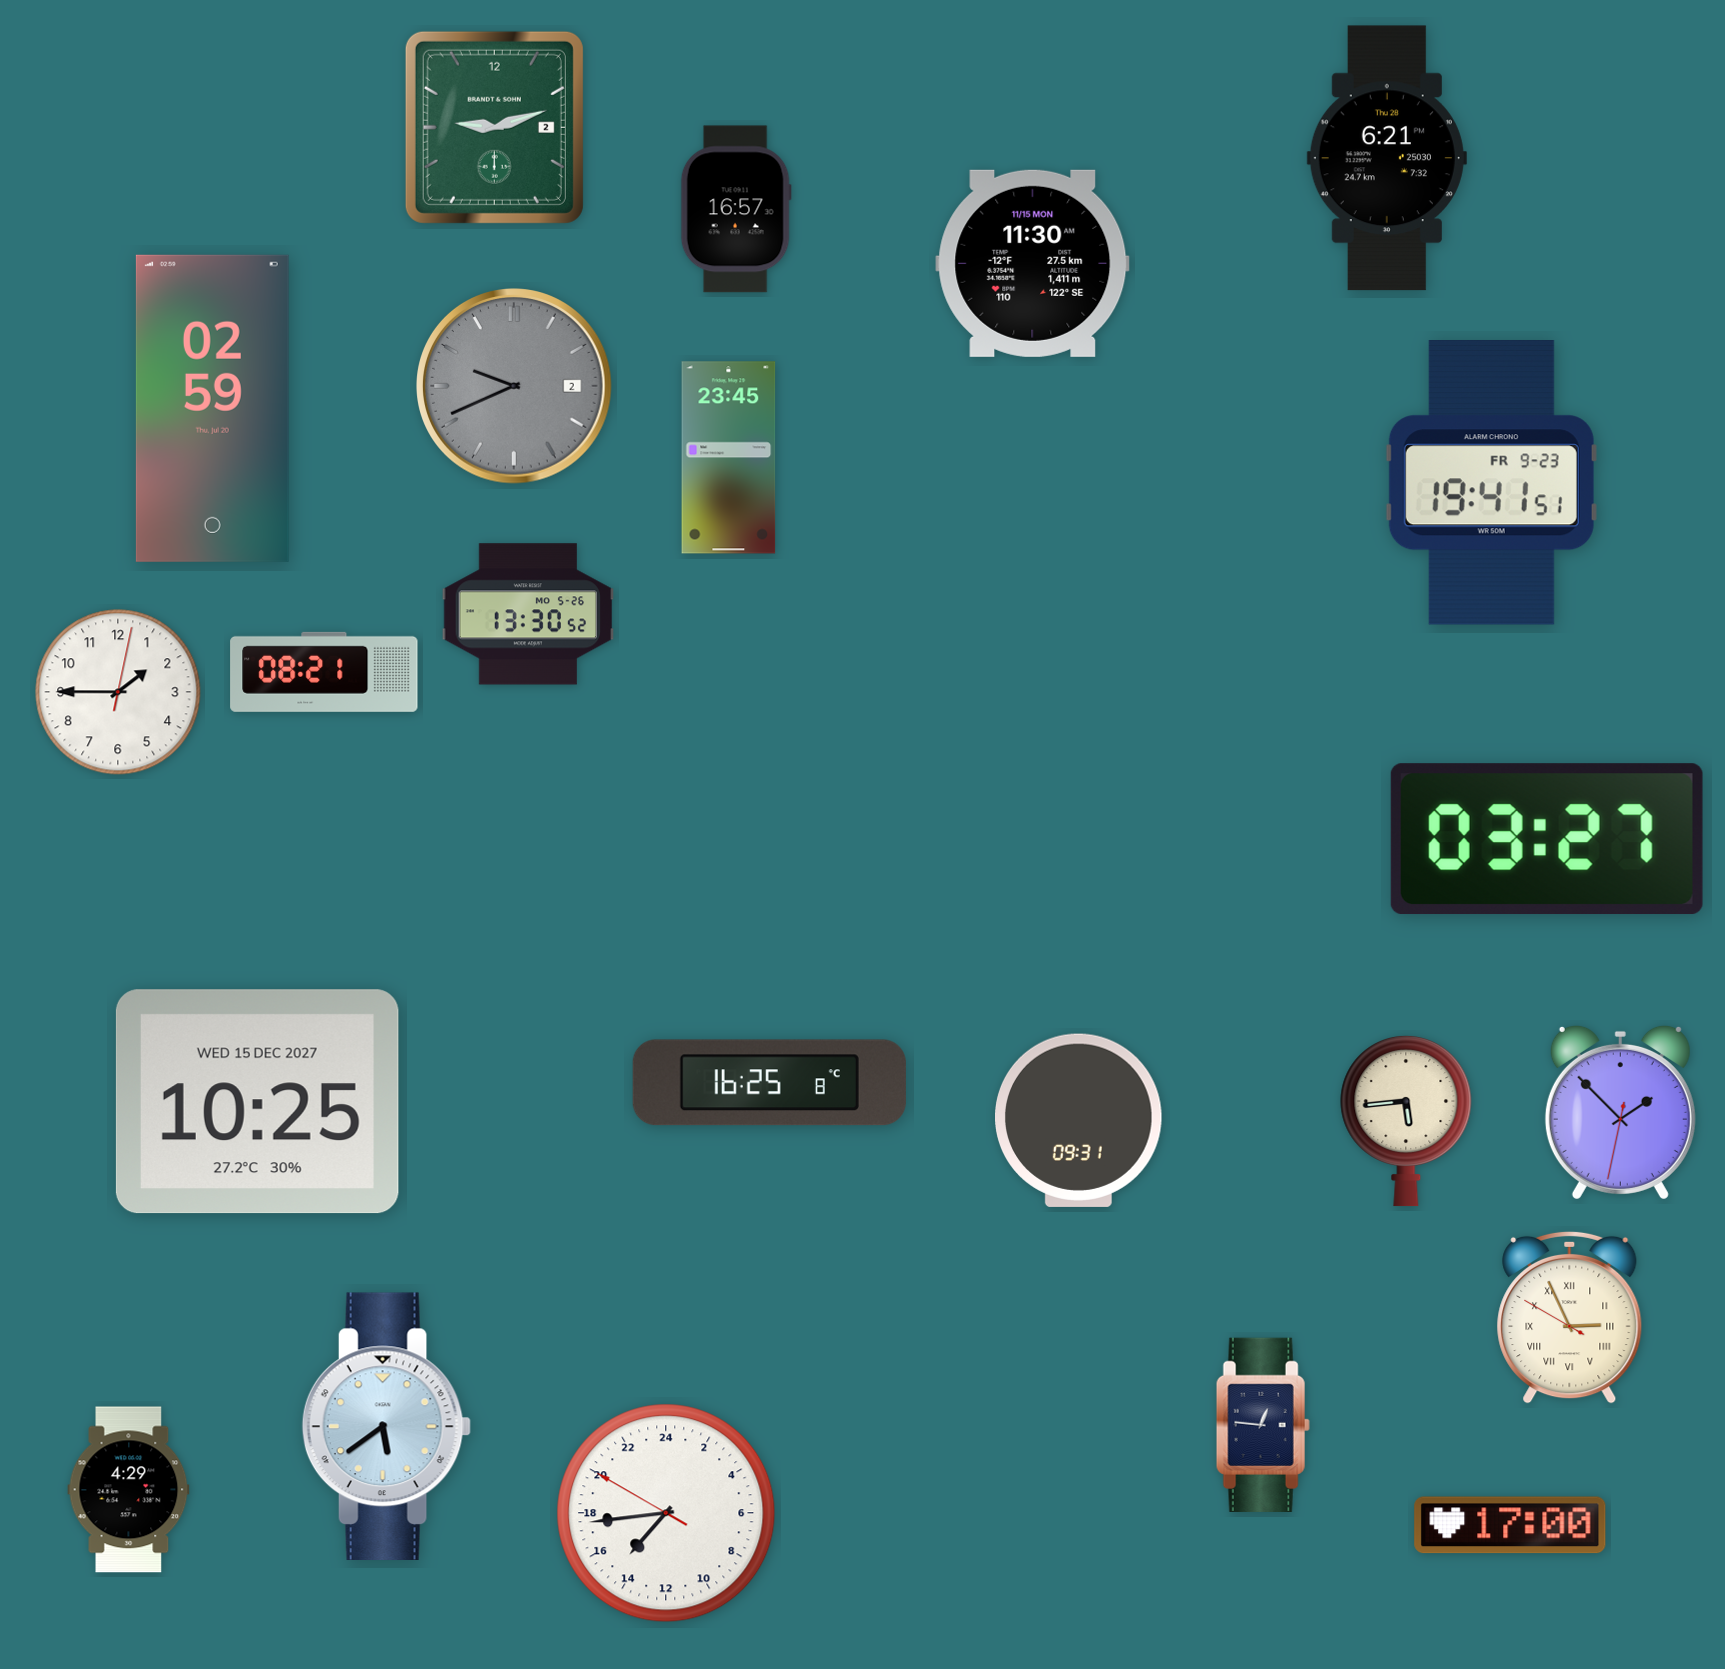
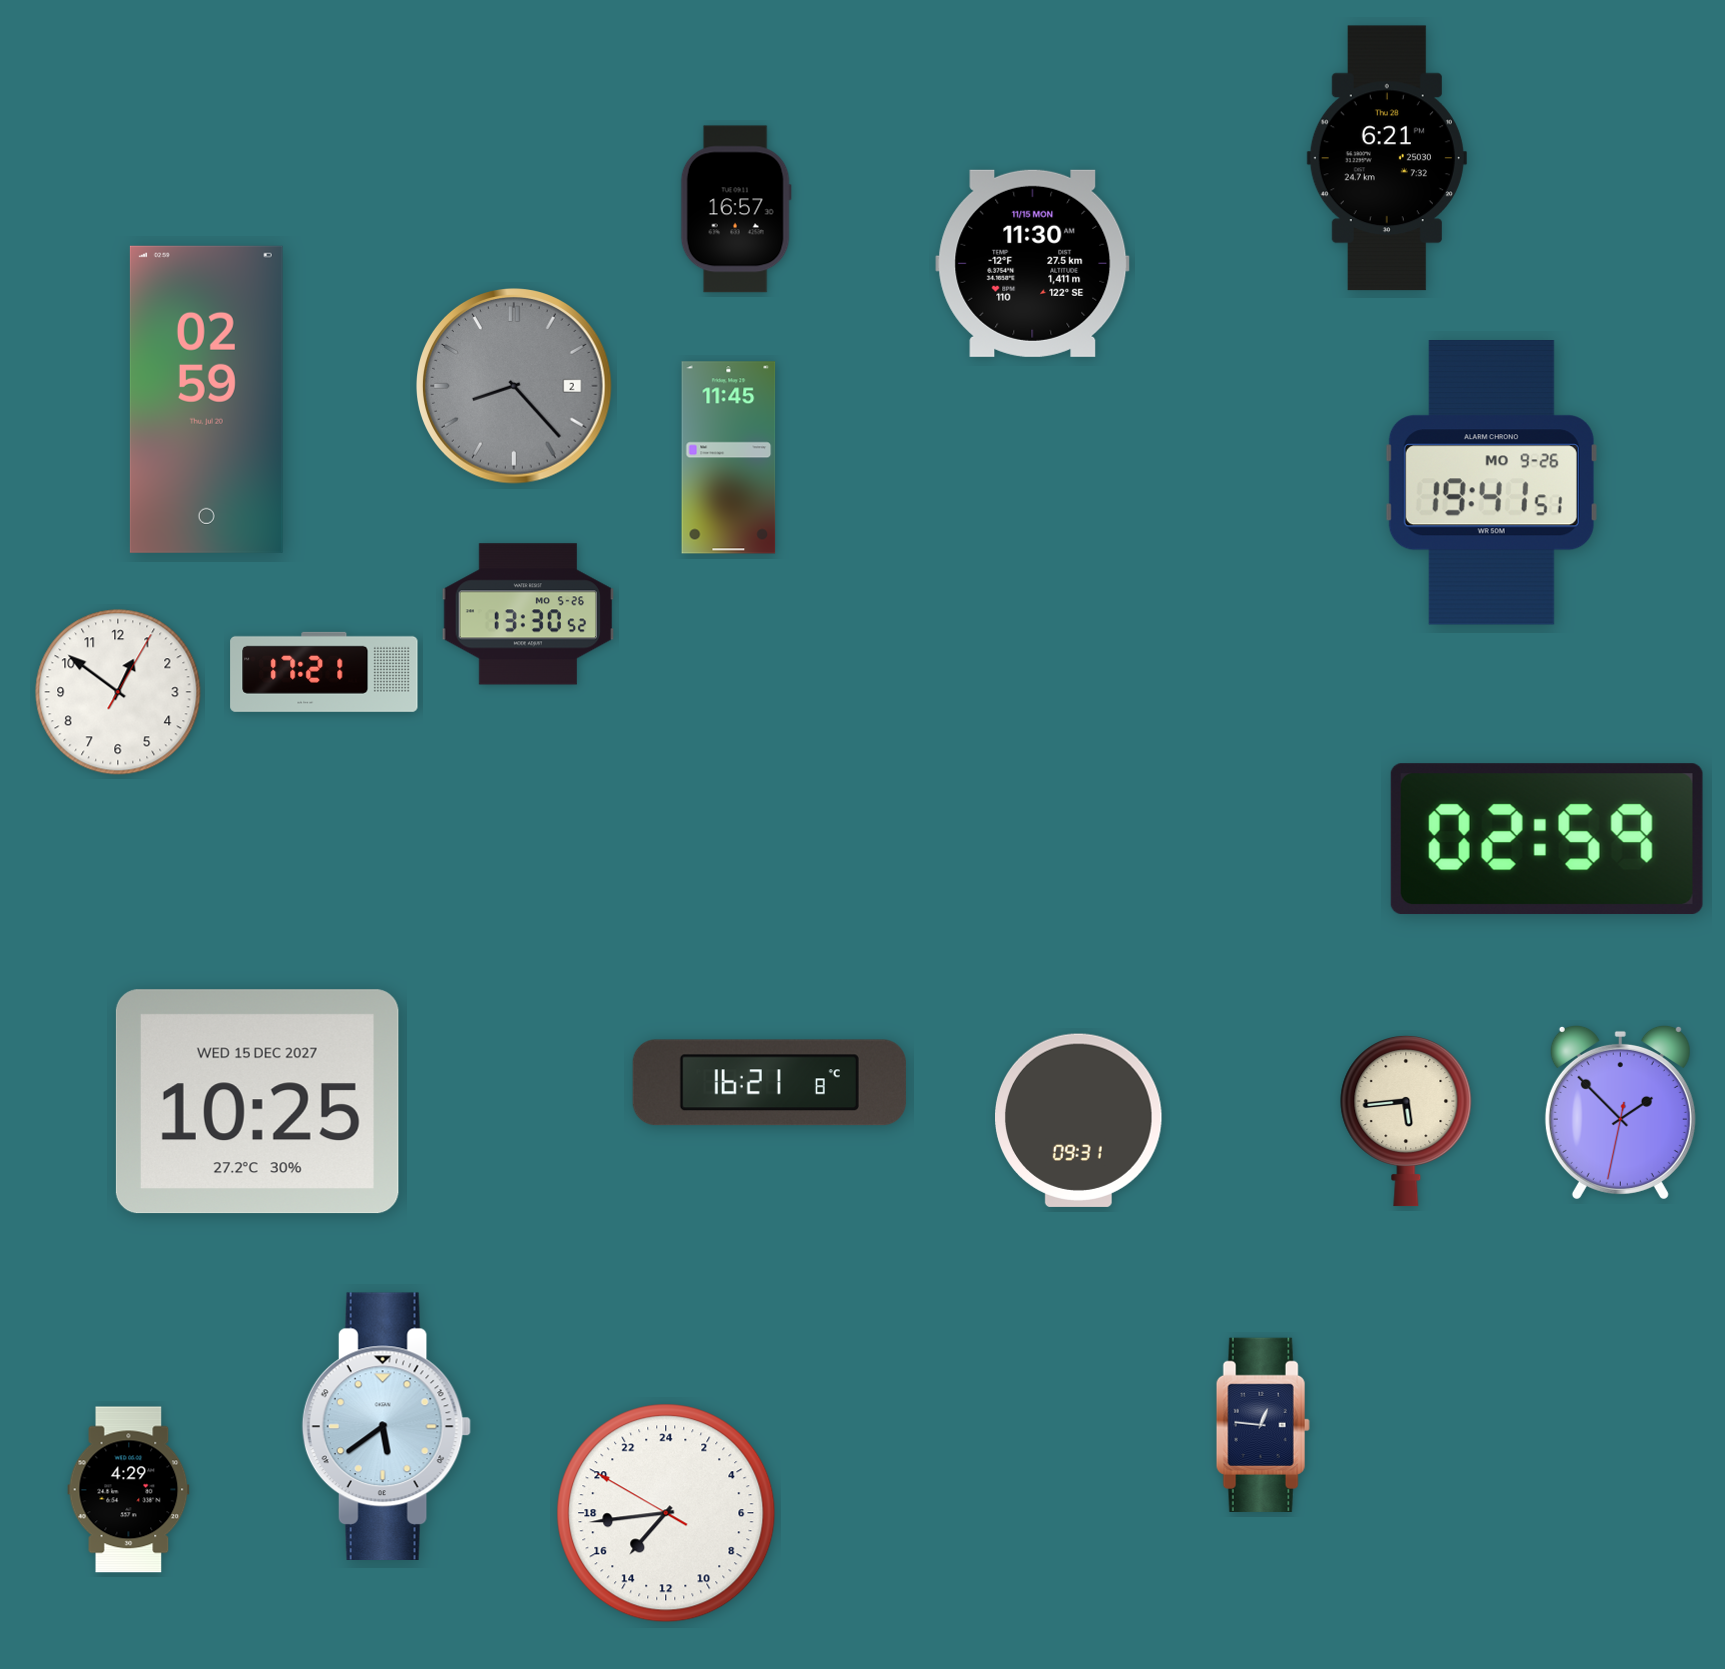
clock at (494, 127): 9:12 -> none
clock at (514, 386): 9:41 -> 8:23
clock at (212, 408) position: (212, 408) -> (206, 399)
clock at (729, 458): 23:45 -> 11:45
clock at (1491, 483) date: FR 9-23 -> MO 9-26
clock at (324, 672): 08:21 -> 17:21
clock at (118, 692): 1:45 -> 12:51
clock at (1547, 839): 03:27 -> 02:59
clock at (769, 1083): 16:25 -> 16:21
clock at (1570, 1317): 2:55 -> none
clock at (1510, 1525): 17:00 -> none
